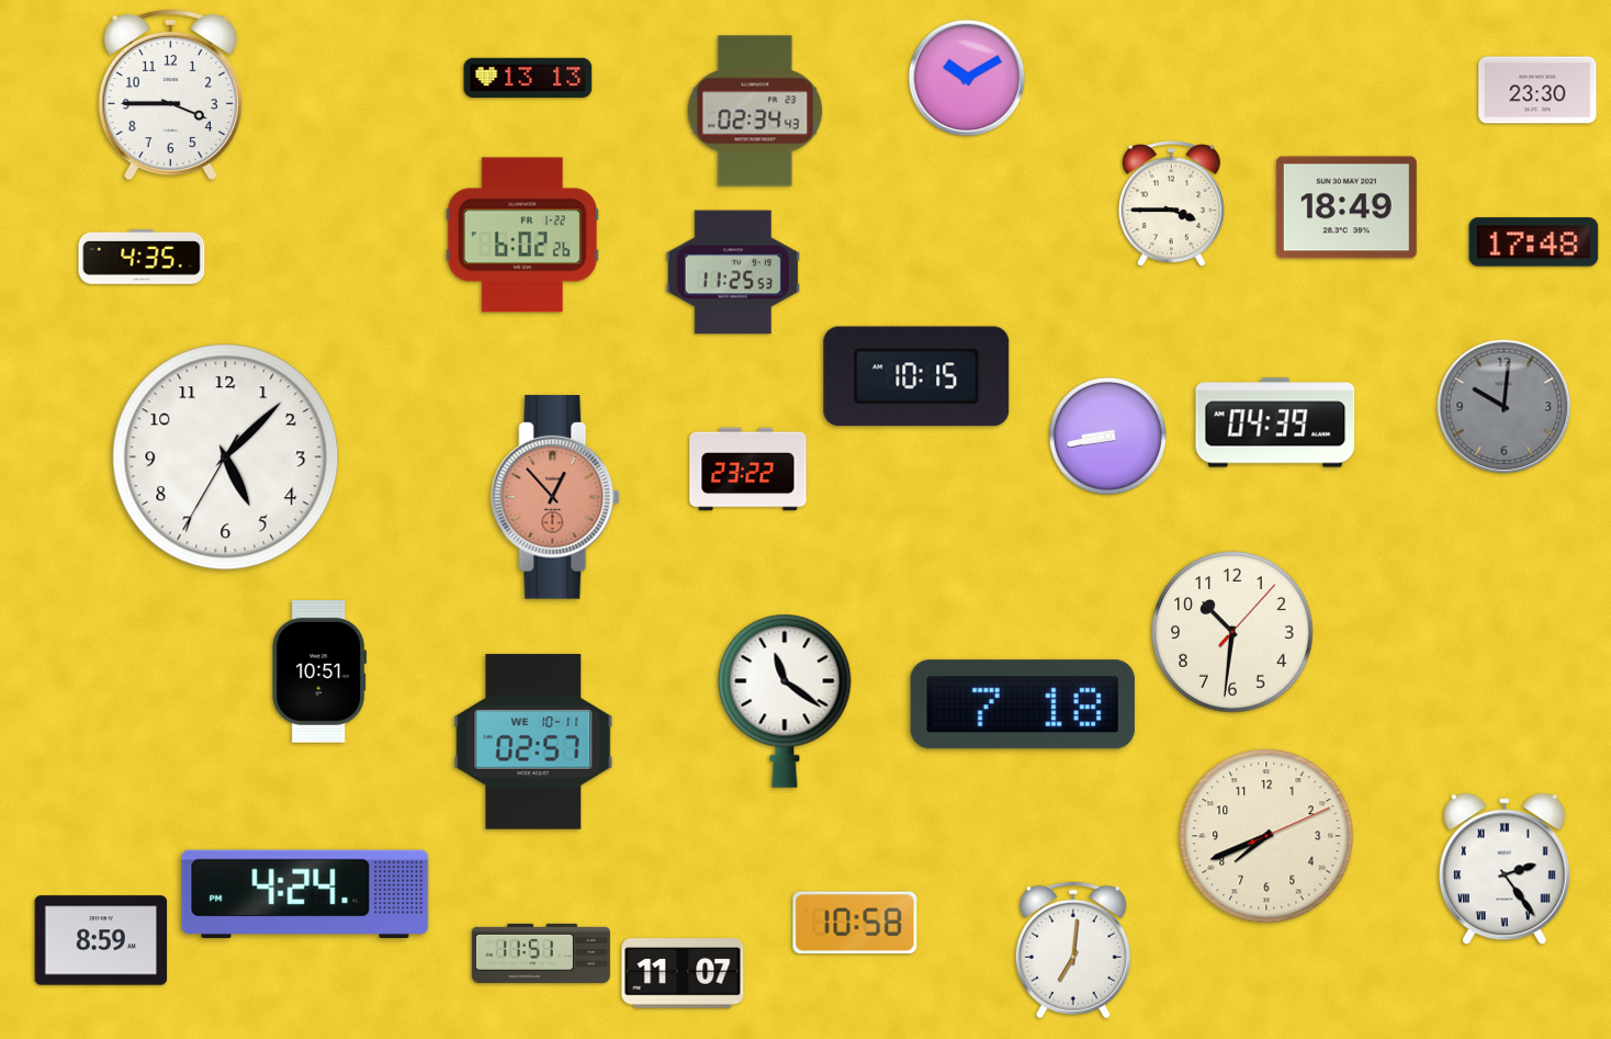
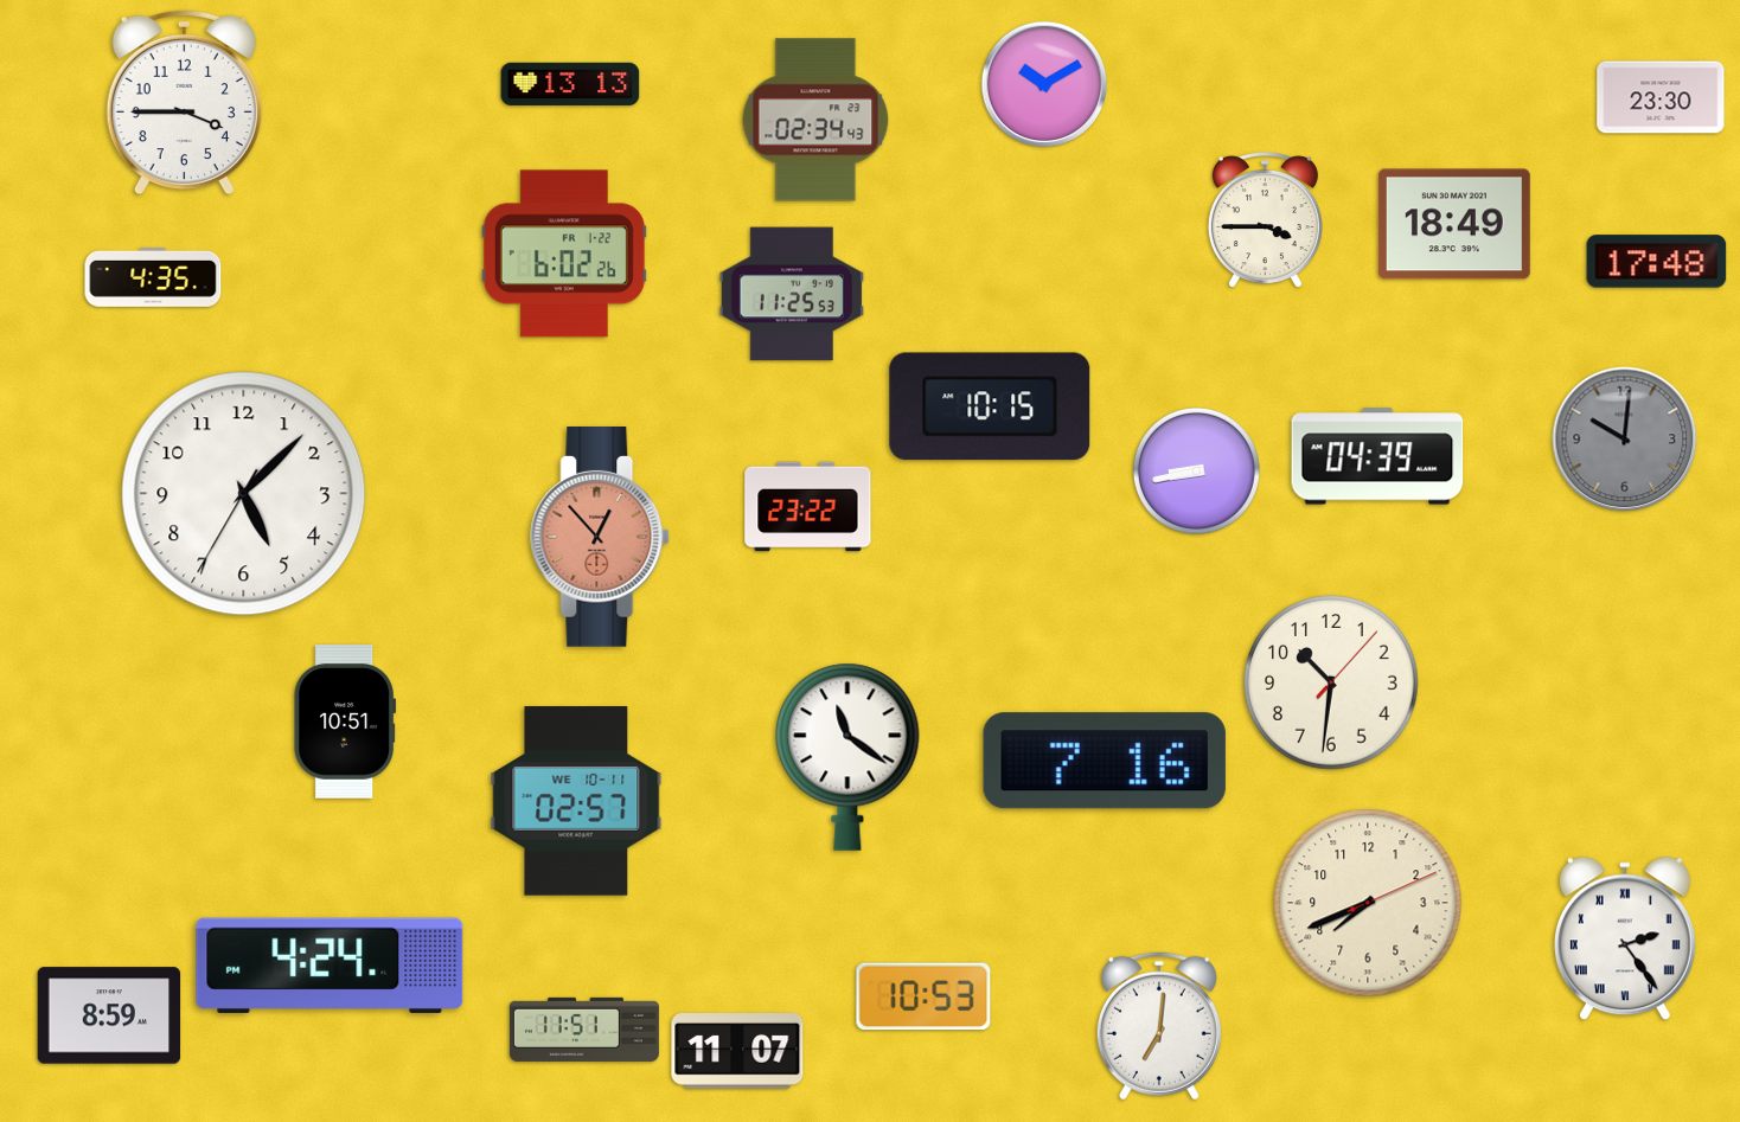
clock at (319, 673) position: (319, 673) -> (345, 723)
clock at (1023, 704): 7:18 -> 7:16
clock at (855, 923): 10:58 -> 10:53
